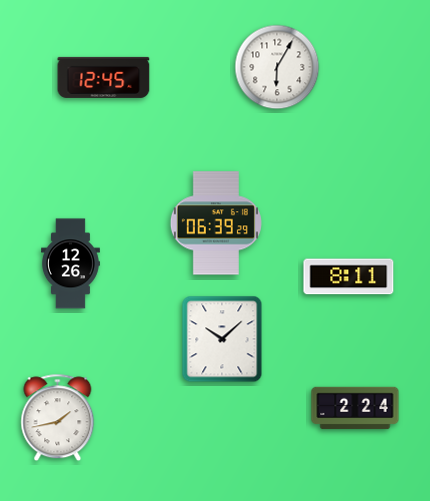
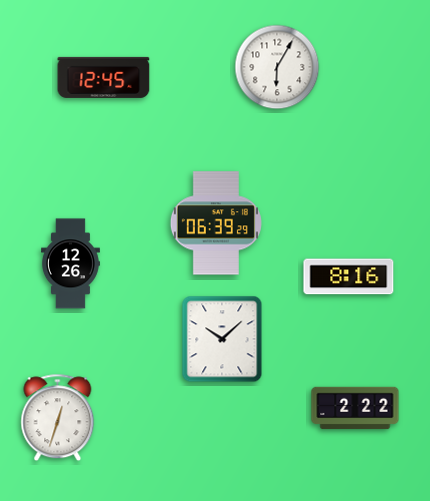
clock at (349, 277): 8:11 -> 8:16
clock at (355, 408): 2:24 -> 2:22
clock at (58, 418): 1:43 -> 12:33
